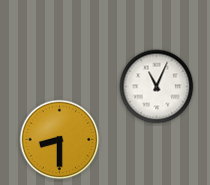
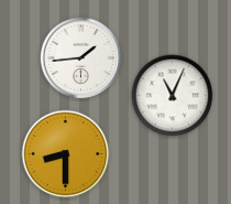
clock at (81, 58): none -> 1:44
